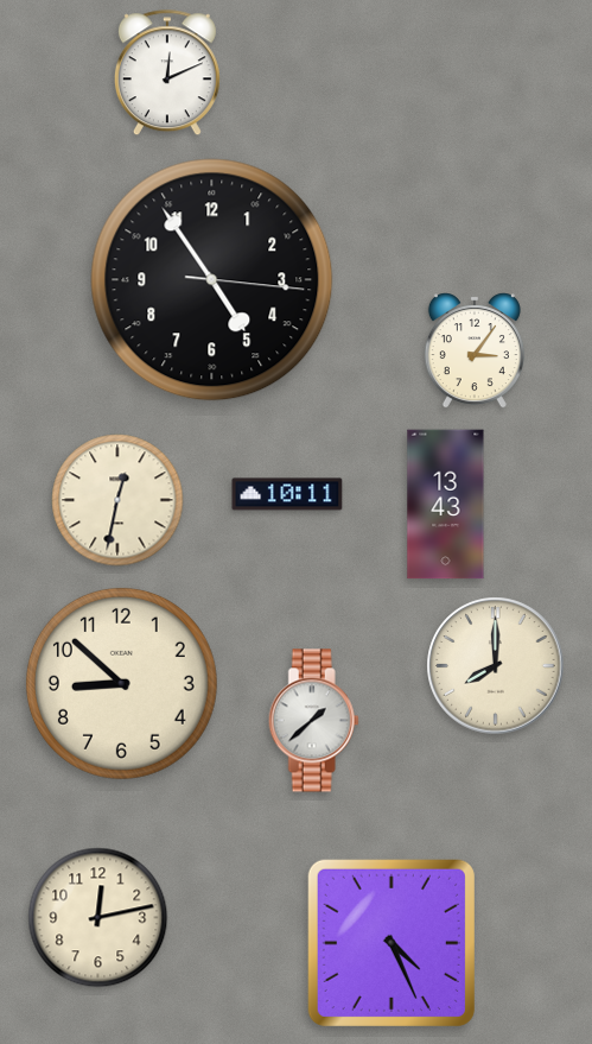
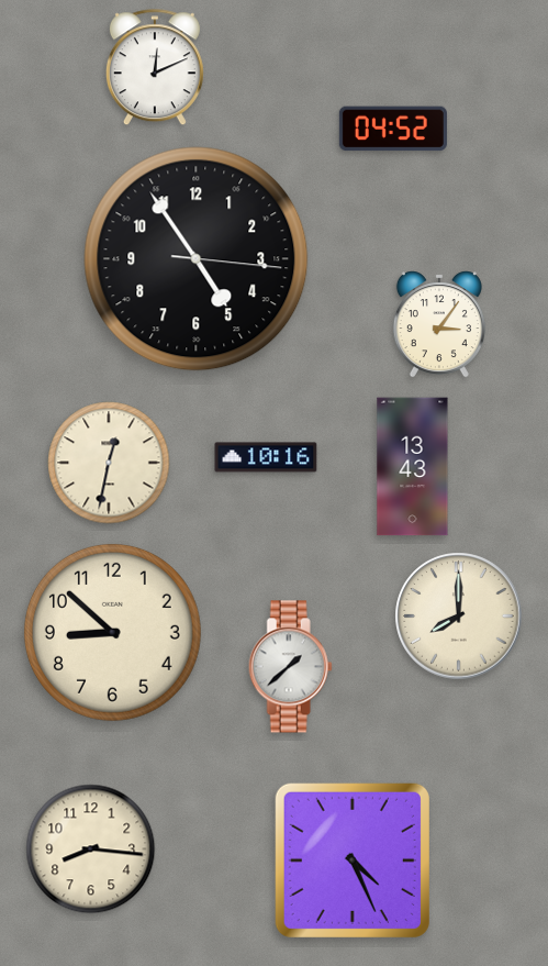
clock at (393, 129): none -> 04:52
clock at (287, 494): 10:11 -> 10:16
clock at (98, 918): 12:13 -> 8:16
clock at (392, 943) position: (392, 943) -> (353, 860)
